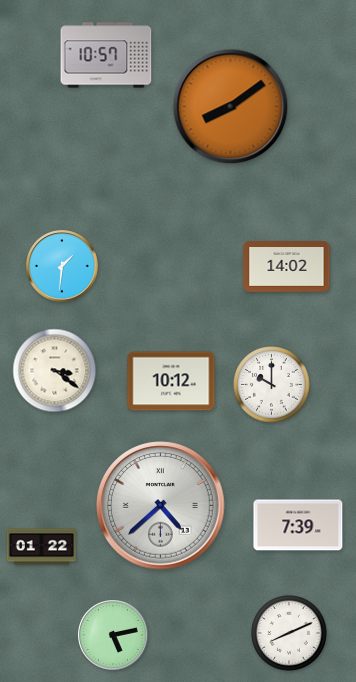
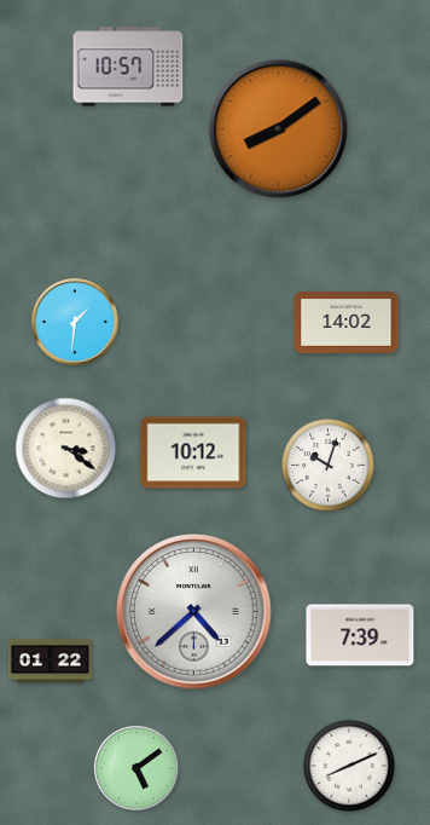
clock at (171, 381) position: (171, 381) -> (193, 452)
clock at (272, 385): 10:00 -> 10:03
clock at (114, 636): 5:13 -> 5:09
